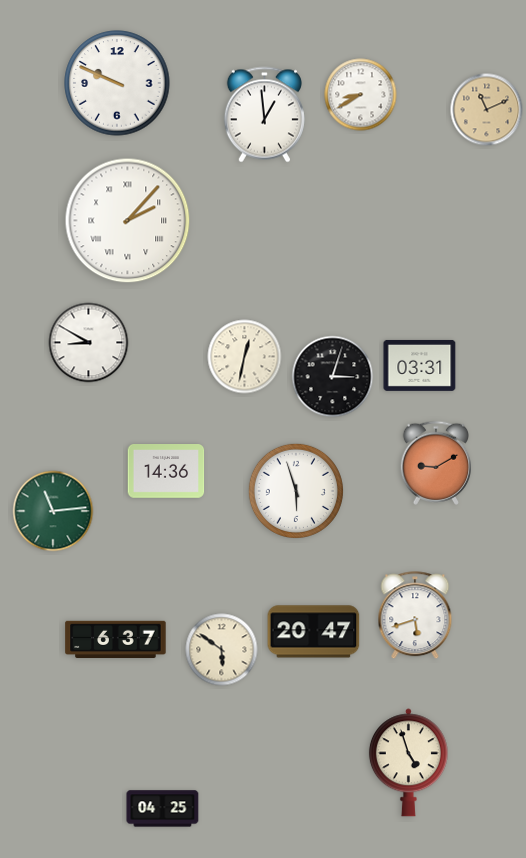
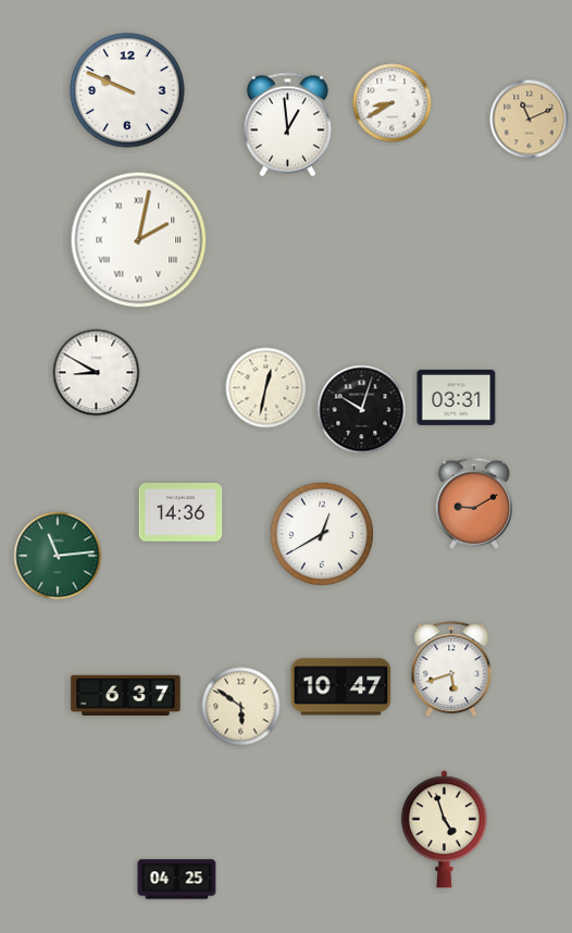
clock at (128, 221): 2:07 -> 2:02
clock at (333, 377): 3:03 -> 10:03
clock at (296, 491): 5:57 -> 12:40
clock at (314, 632): 20:47 -> 10:47
